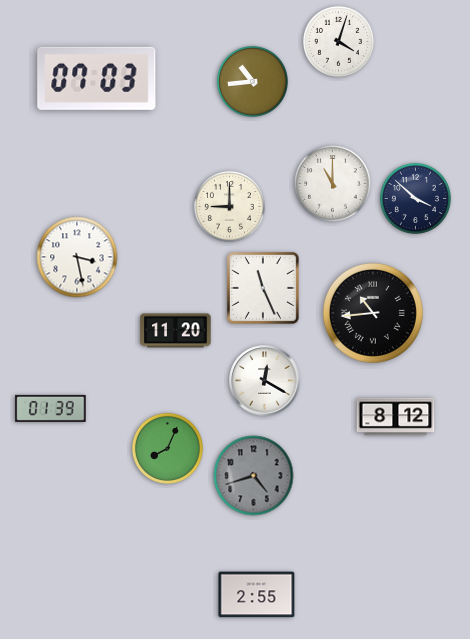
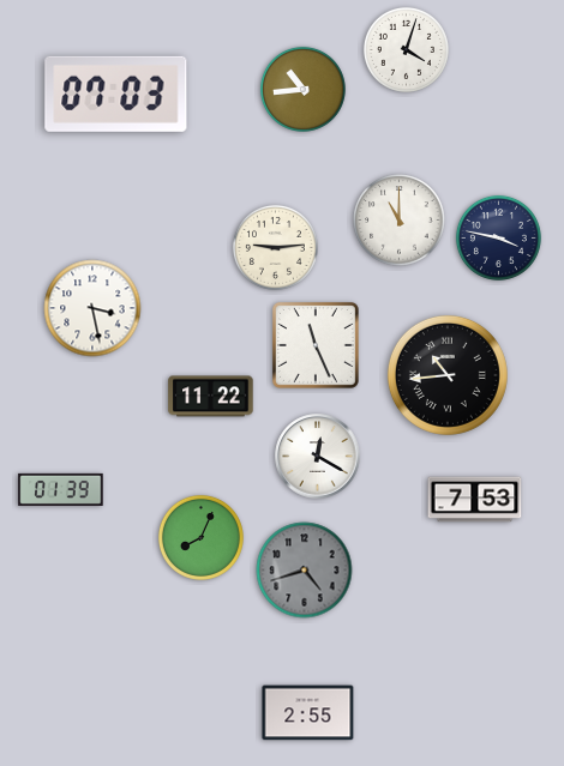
clock at (252, 81) position: (252, 81) -> (302, 89)
clock at (415, 198): 3:52 -> 3:47
clock at (229, 206): 9:00 -> 9:14
clock at (176, 331): 11:20 -> 11:22
clock at (396, 417): 8:12 -> 7:53
